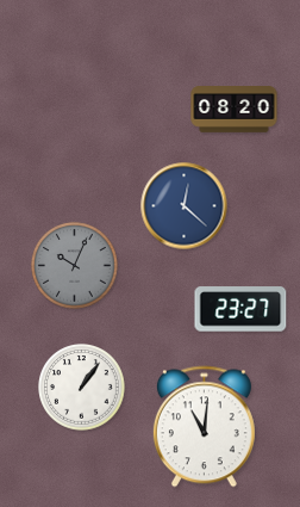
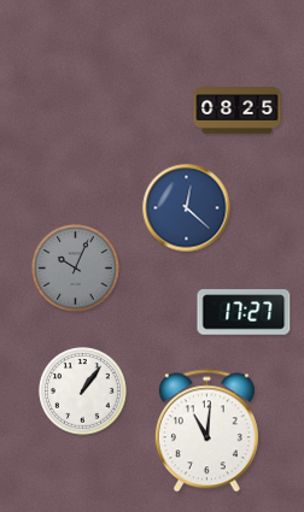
clock at (235, 110): 08:20 -> 08:25
clock at (240, 309): 23:27 -> 17:27
